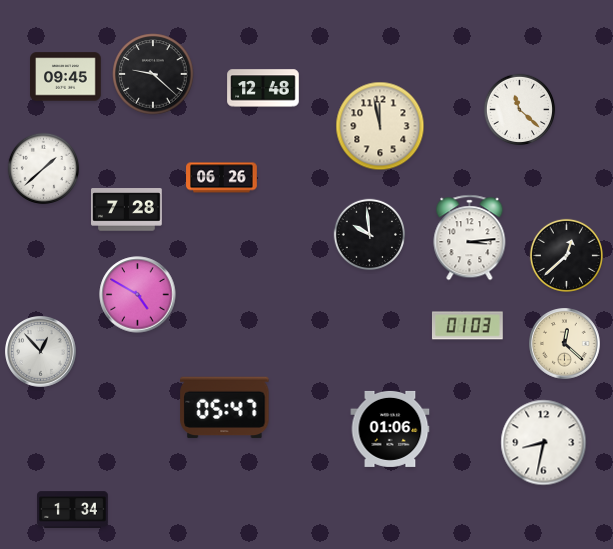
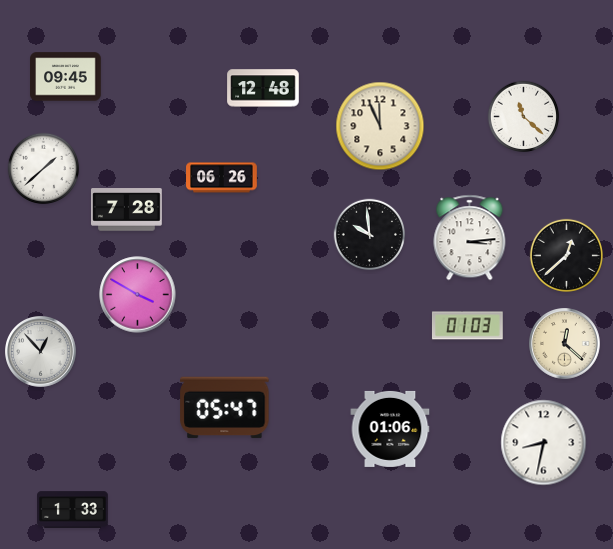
clock at (153, 74): 9:22 -> none
clock at (520, 110) position: (520, 110) -> (524, 117)
clock at (380, 126): 11:58 -> 11:56
clock at (138, 295): 4:50 -> 3:50
clock at (73, 510): 1:34 -> 1:33
